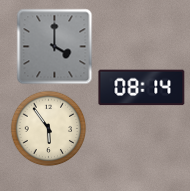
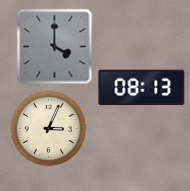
clock at (142, 88): 08:14 -> 08:13
clock at (49, 129): 5:54 -> 3:04
